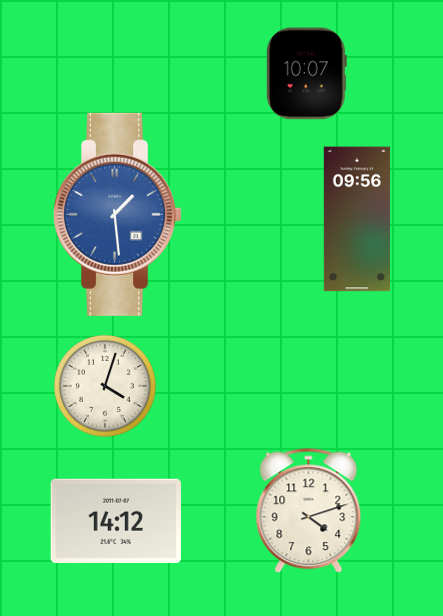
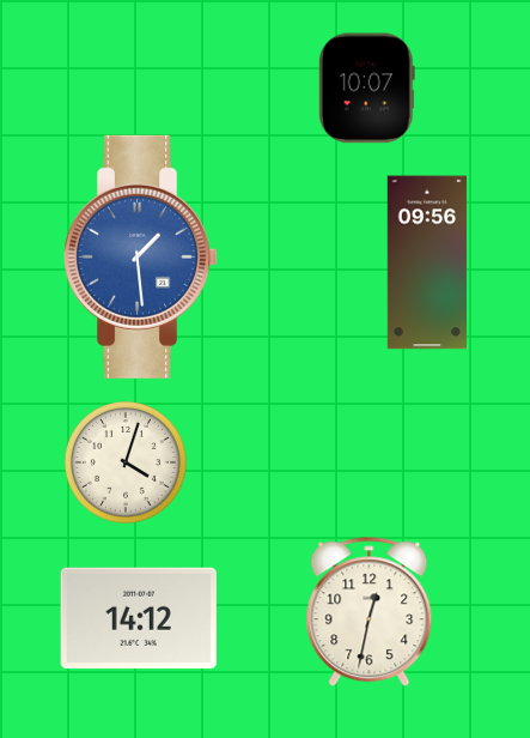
clock at (309, 511): 4:12 -> 12:32
clock at (116, 521) position: (116, 521) -> (139, 618)
